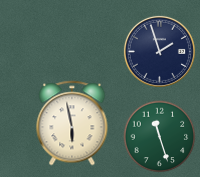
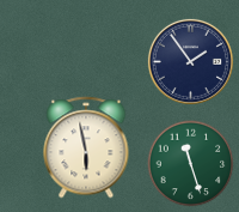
clock at (159, 51): 1:57 -> 1:54
